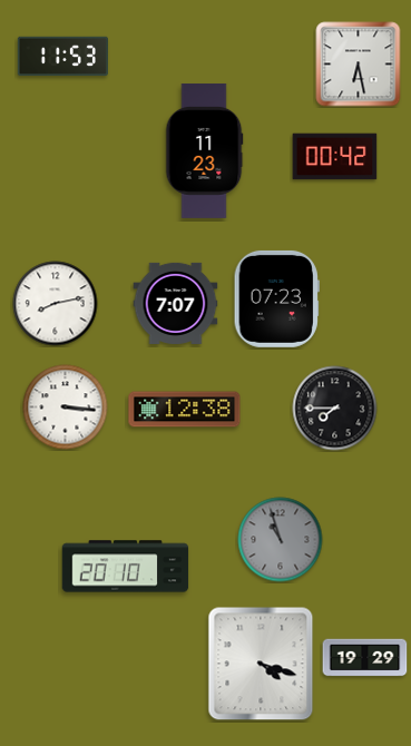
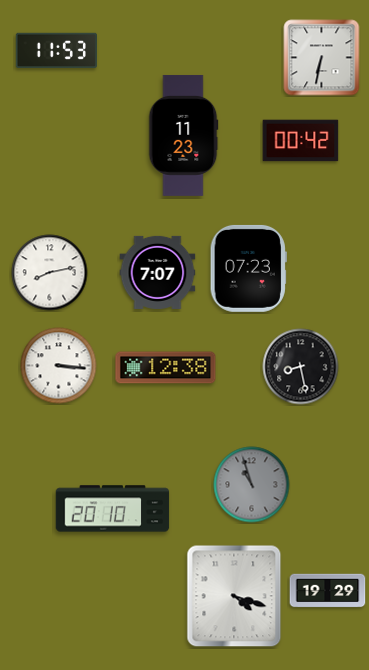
clock at (359, 65): 6:28 -> 6:32
clock at (335, 409): 7:45 -> 8:28
